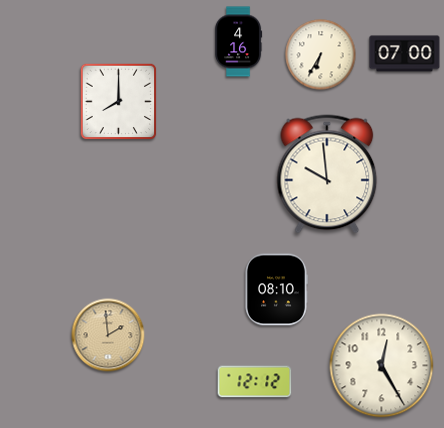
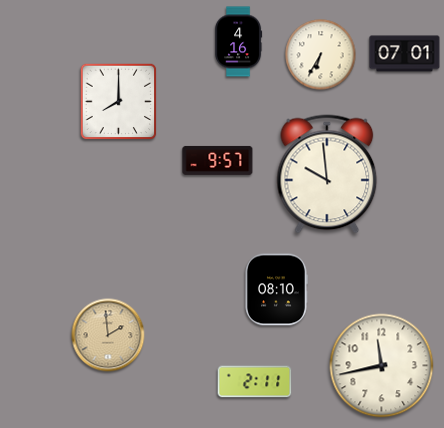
clock at (405, 54): 07:00 -> 07:01
clock at (218, 160): none -> 9:57
clock at (382, 366): 12:25 -> 11:43
clock at (255, 382): 12:12 -> 2:11
